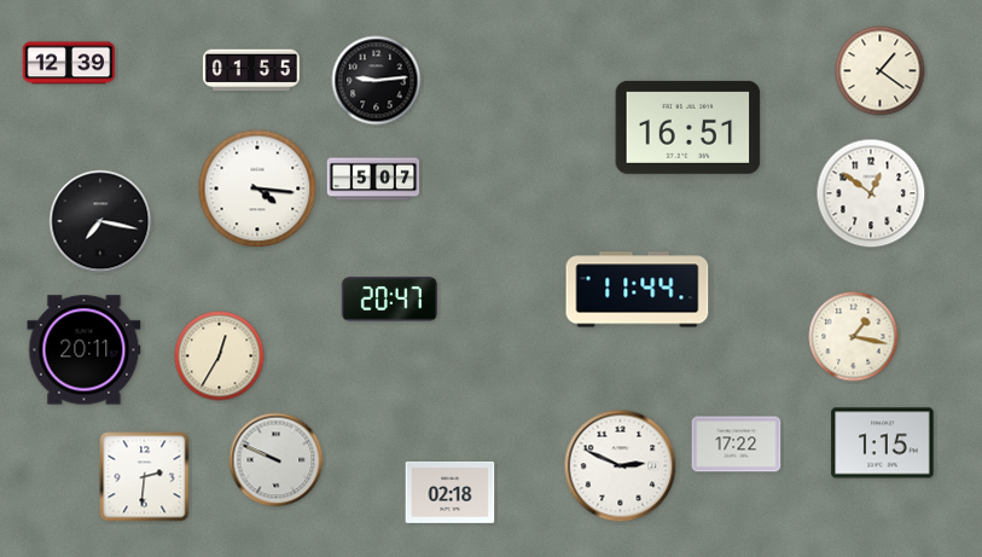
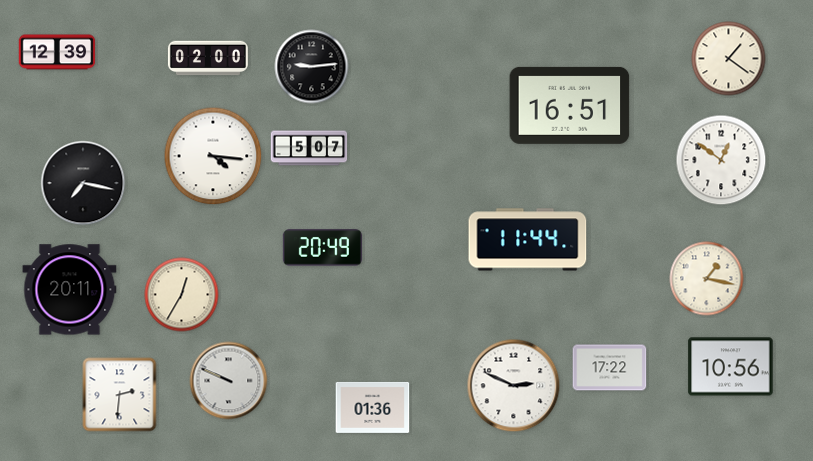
clock at (251, 70): 01:55 -> 02:00
clock at (389, 300): 20:47 -> 20:49
clock at (883, 443): 1:15 -> 10:56
clock at (451, 492): 02:18 -> 01:36
